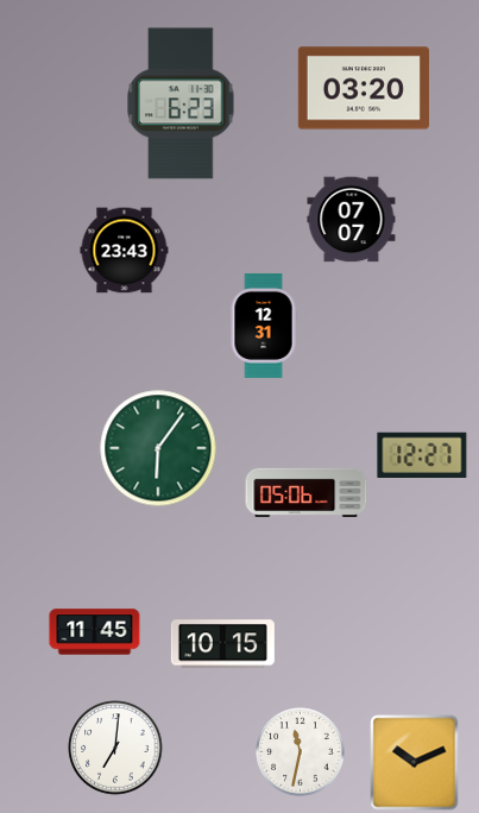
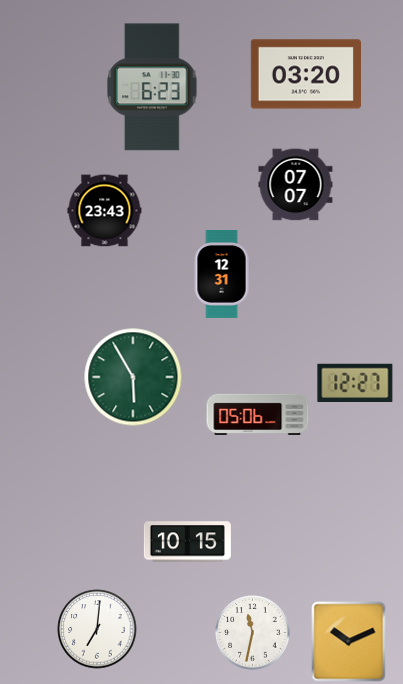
clock at (158, 448): 6:06 -> 5:55
clock at (95, 632): 11:45 -> none
